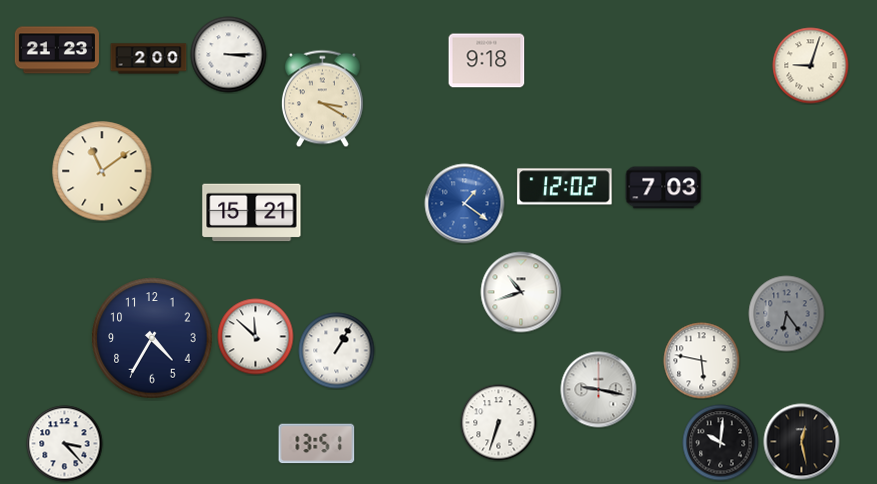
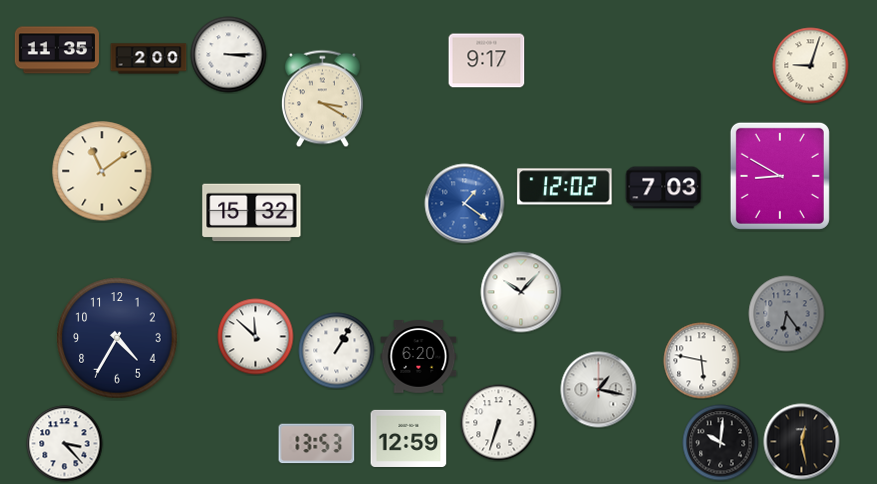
clock at (57, 50): 21:23 -> 11:35
clock at (487, 61): 9:18 -> 9:17
clock at (780, 176): none -> 8:50
clock at (252, 213): 15:21 -> 15:32
clock at (521, 292): 10:42 -> 10:07
clock at (152, 338) position: (152, 338) -> (117, 338)
clock at (419, 357): none -> 6:20
clock at (599, 390): 9:17 -> 1:17
clock at (409, 438): none -> 12:59
clock at (317, 444): 13:51 -> 13:53
